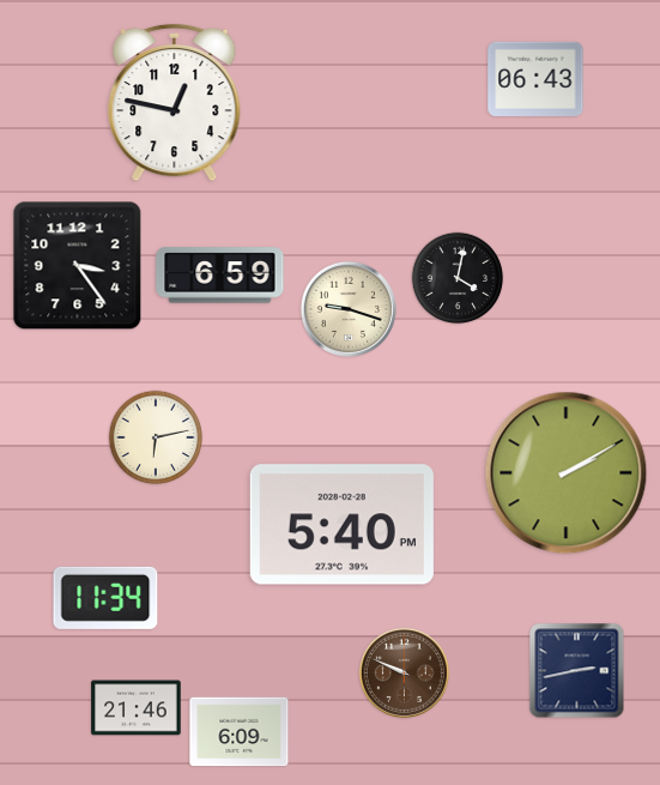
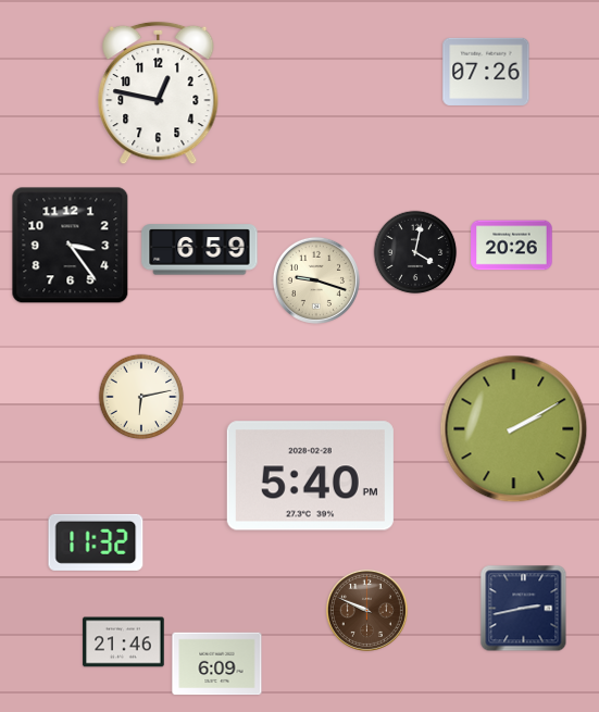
clock at (535, 79): 06:43 -> 07:26
clock at (78, 266) position: (78, 266) -> (71, 246)
clock at (512, 246): none -> 20:26
clock at (105, 598): 11:34 -> 11:32
